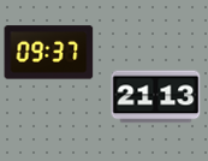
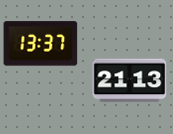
clock at (49, 53): 09:37 -> 13:37
